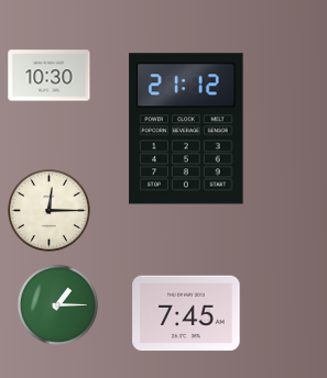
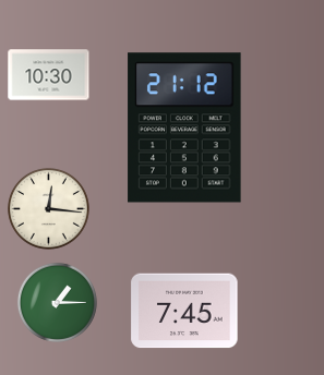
clock at (50, 211): 12:15 -> 12:16
